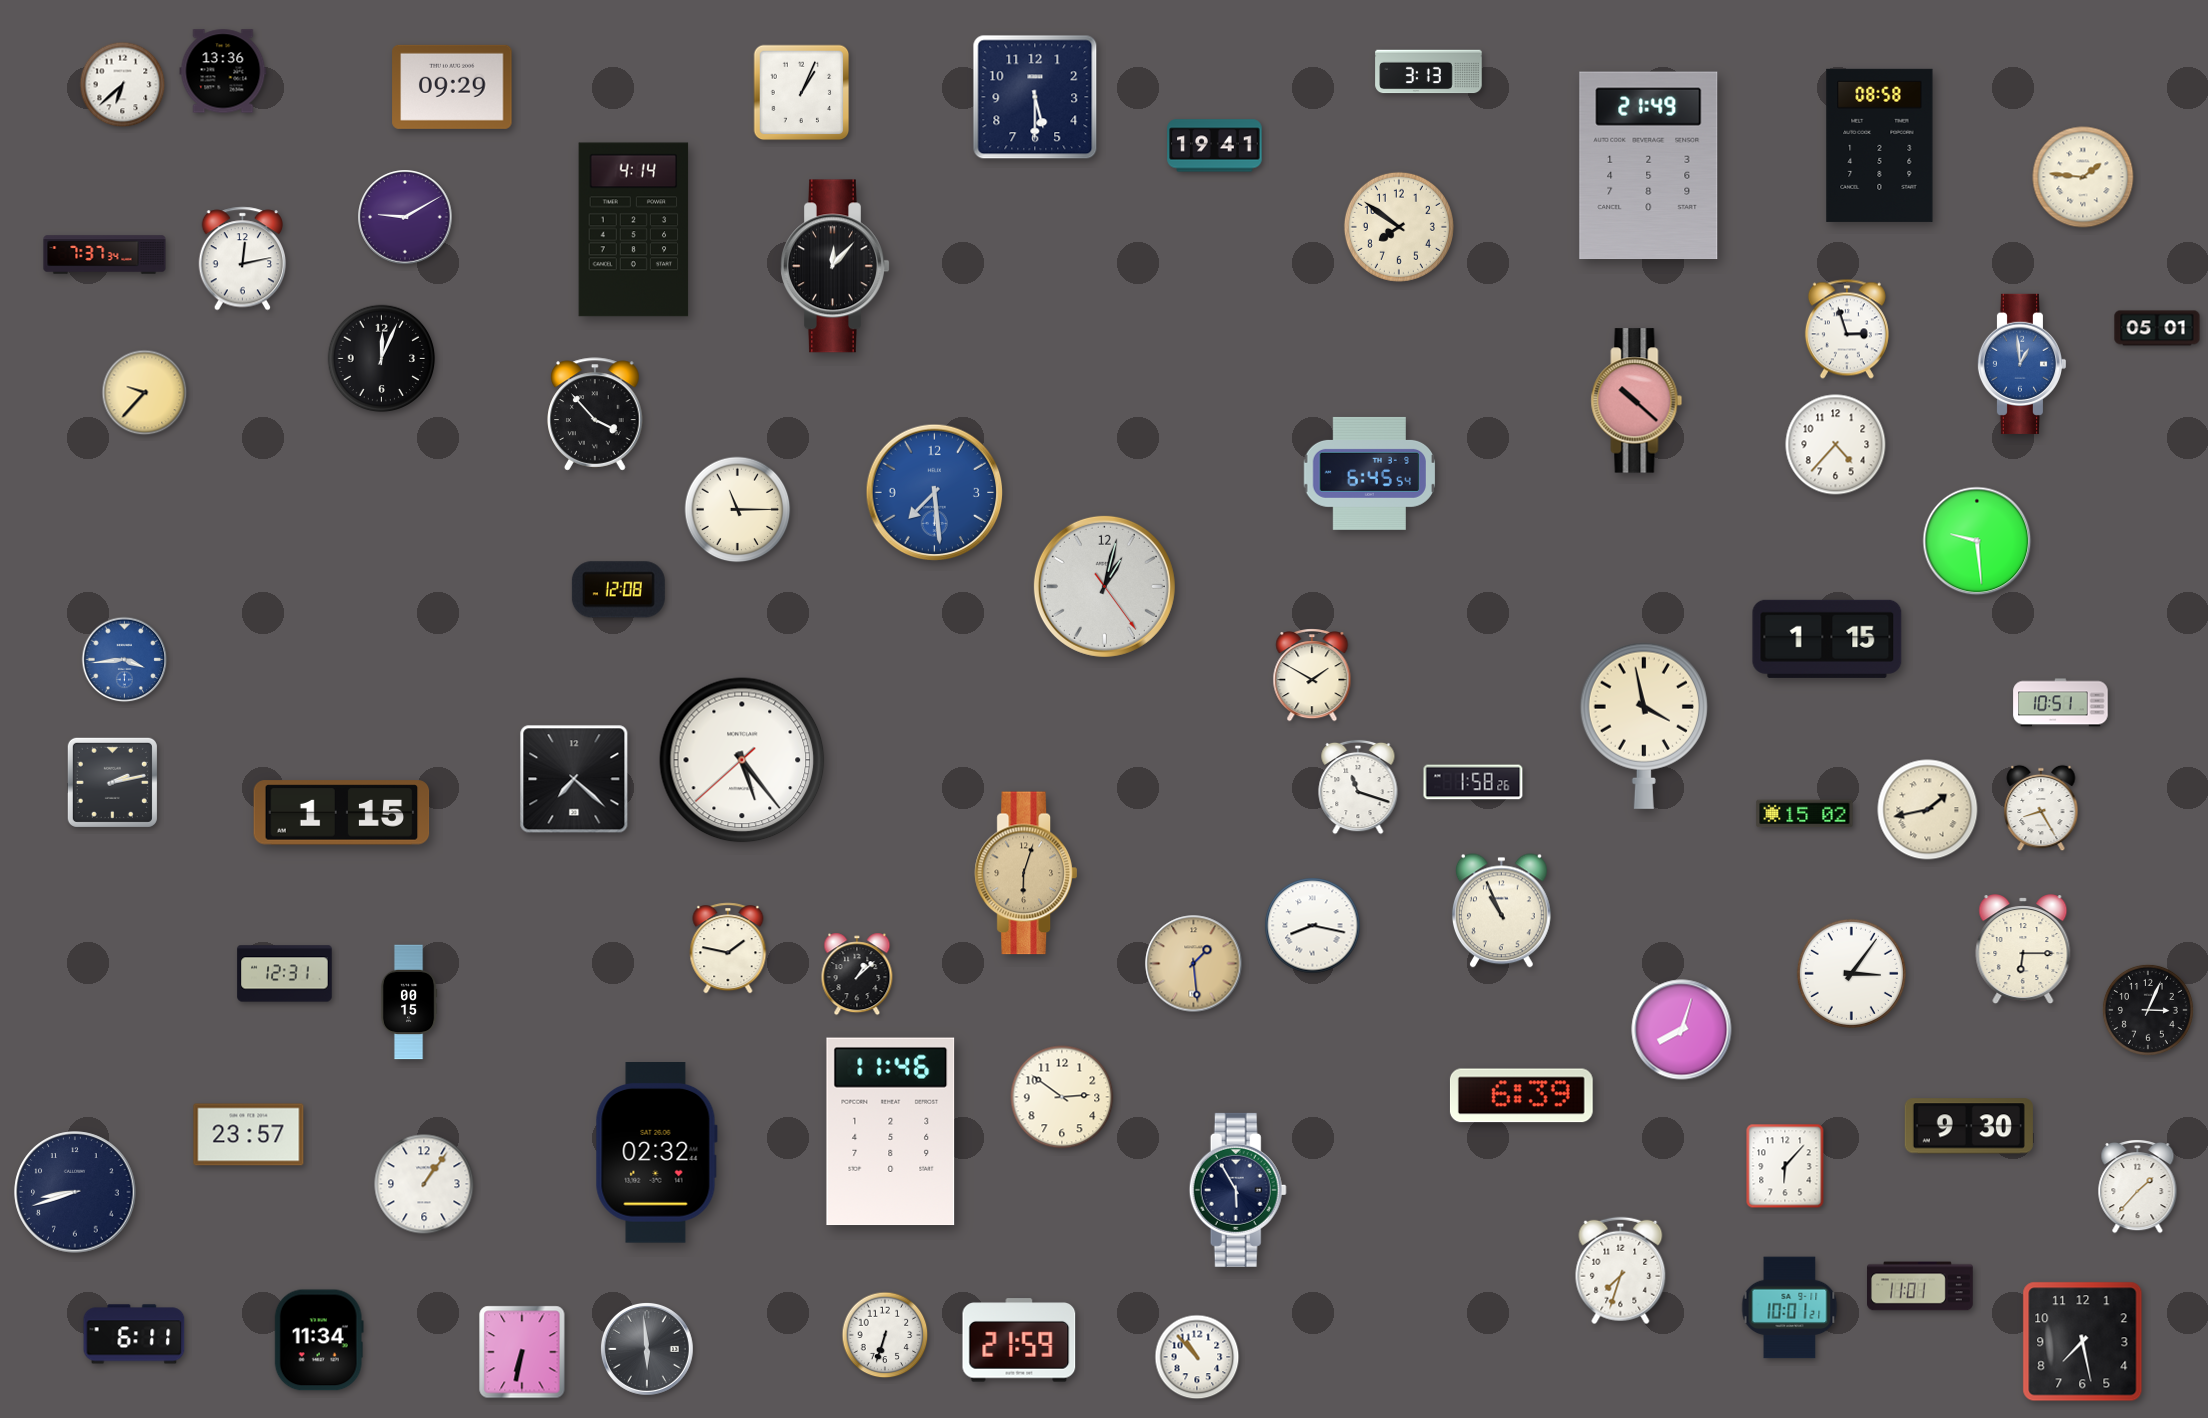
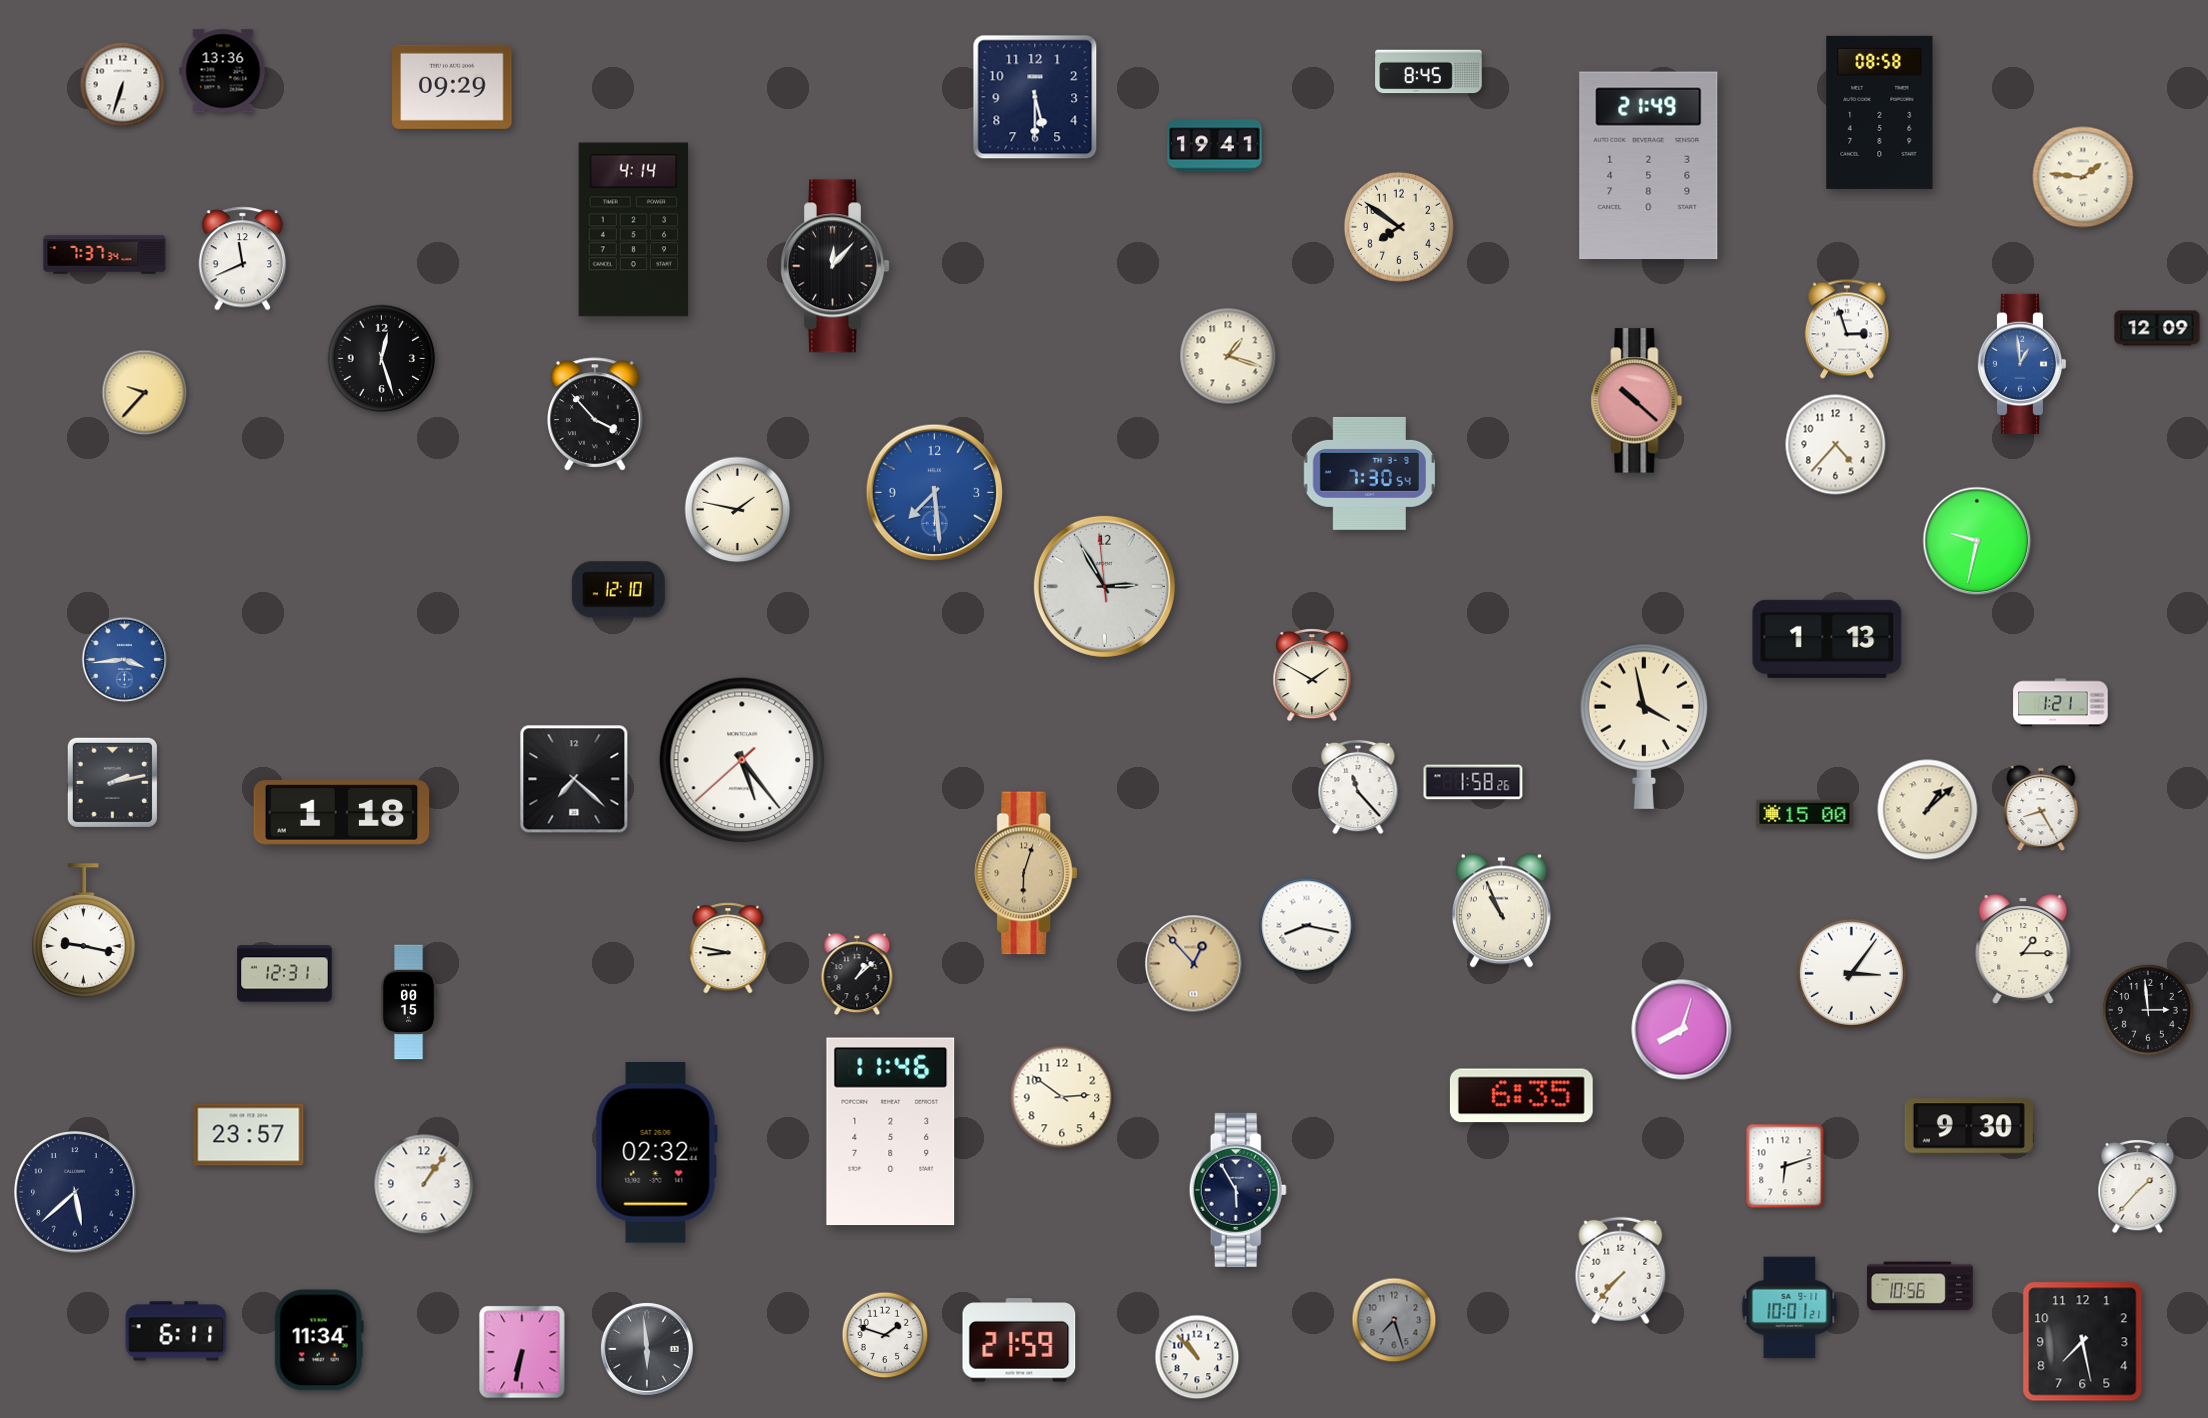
clock at (1429, 72): 3:13 -> 8:45
clock at (123, 85): 6:38 -> 6:33
clock at (802, 93): 1:04 -> none
clock at (1880, 145) position: (1880, 145) -> (1880, 112)
clock at (405, 217): 9:10 -> none
clock at (243, 259): 12:13 -> 11:41
clock at (2157, 328): 05:01 -> 12:09
clock at (1228, 356): none -> 1:18
clock at (382, 359): 12:04 -> 12:27
clock at (1369, 473): 6:45 -> 7:30
clock at (738, 510): 11:15 -> 1:47
clock at (1977, 541): 9:29 -> 9:32
clock at (1104, 586): 1:02 -> 2:54
clock at (618, 590): 12:08 -> 12:10
clock at (1827, 639): 1:15 -> 1:13
clock at (2061, 703): 10:51 -> 1:21
clock at (1358, 787): 11:18 -> 11:23
clock at (1928, 810): 1:43 -> 1:08
clock at (342, 813): 1:15 -> 1:18
clock at (1805, 814): 15:02 -> 15:00
clock at (1313, 926) position: (1313, 926) -> (1307, 926)
clock at (84, 931): none -> 9:17
clock at (728, 948): 1:47 -> 8:47
clock at (2023, 950): 6:15 -> 1:15
clock at (1194, 964): 1:29 -> 12:53
clock at (2148, 1010): 3:04 -> 2:59
clock at (1521, 1096): 6:39 -> 6:35
clock at (1785, 1166): 6:07 -> 6:12
clock at (75, 1192): 8:42 -> 5:38
clock at (1621, 1271): 7:33 -> 7:37
clock at (1921, 1286): 11:01 -> 10:56
clock at (1394, 1320): none -> 7:27
clock at (134, 1334) position: (134, 1334) -> (176, 1331)
clock at (885, 1335): 6:33 -> 1:48
